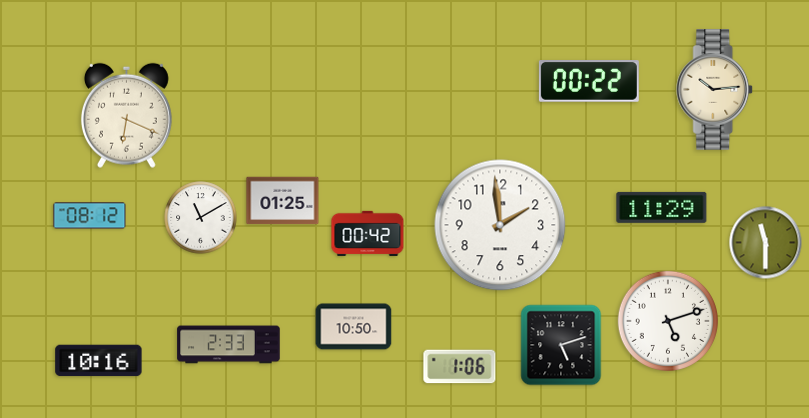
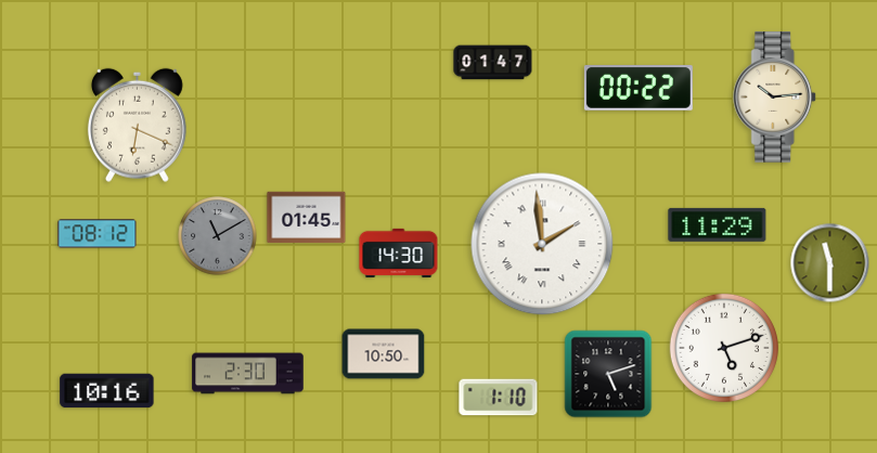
clock at (493, 63): none -> 01:47
clock at (283, 201): 01:25 -> 01:45
clock at (201, 218) dial: white -> grey
clock at (500, 225) numerals: Arabic -> Roman
clock at (368, 233): 00:42 -> 14:30
clock at (229, 345): 2:33 -> 2:30
clock at (460, 367): 1:06 -> 1:10
